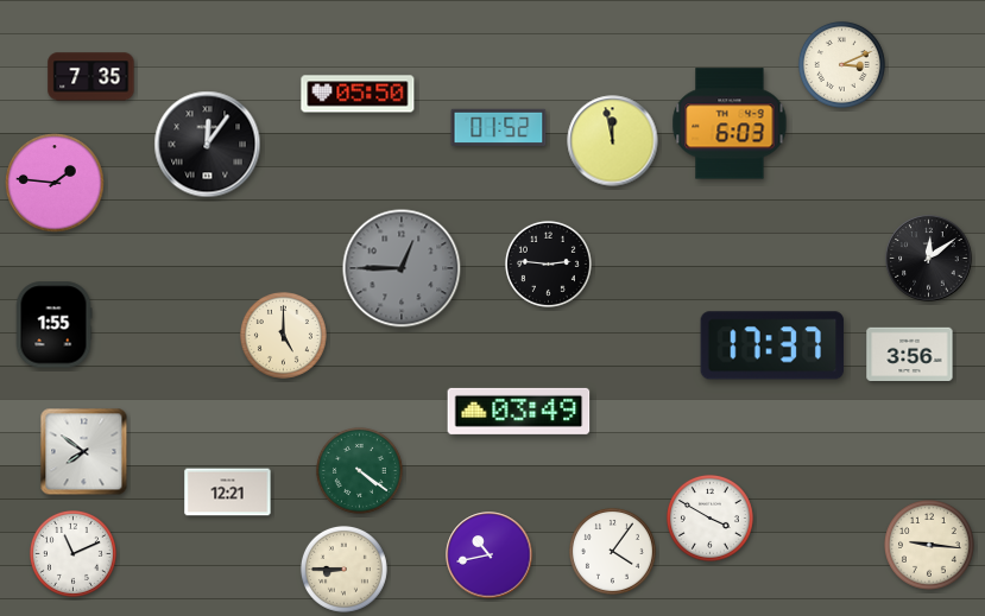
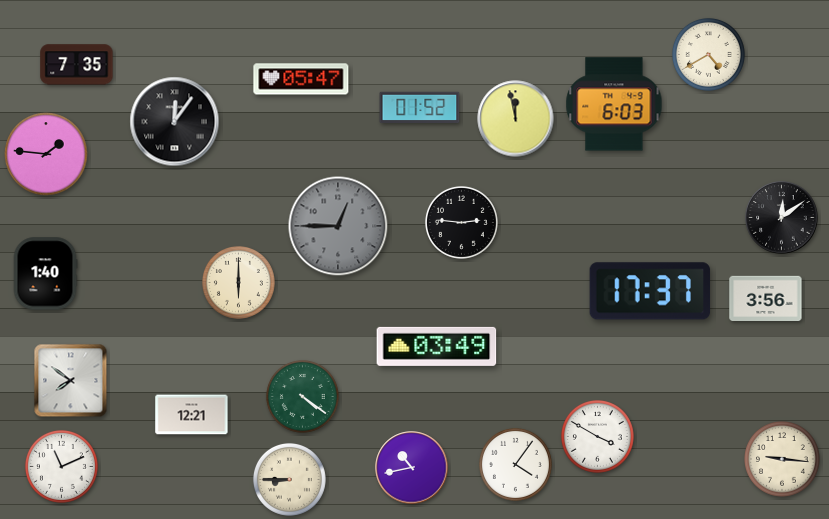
clock at (841, 64): 3:11 -> 4:40
clock at (358, 94): 05:50 -> 05:47
clock at (53, 325): 1:55 -> 1:40
clock at (283, 335): 5:00 -> 6:00
